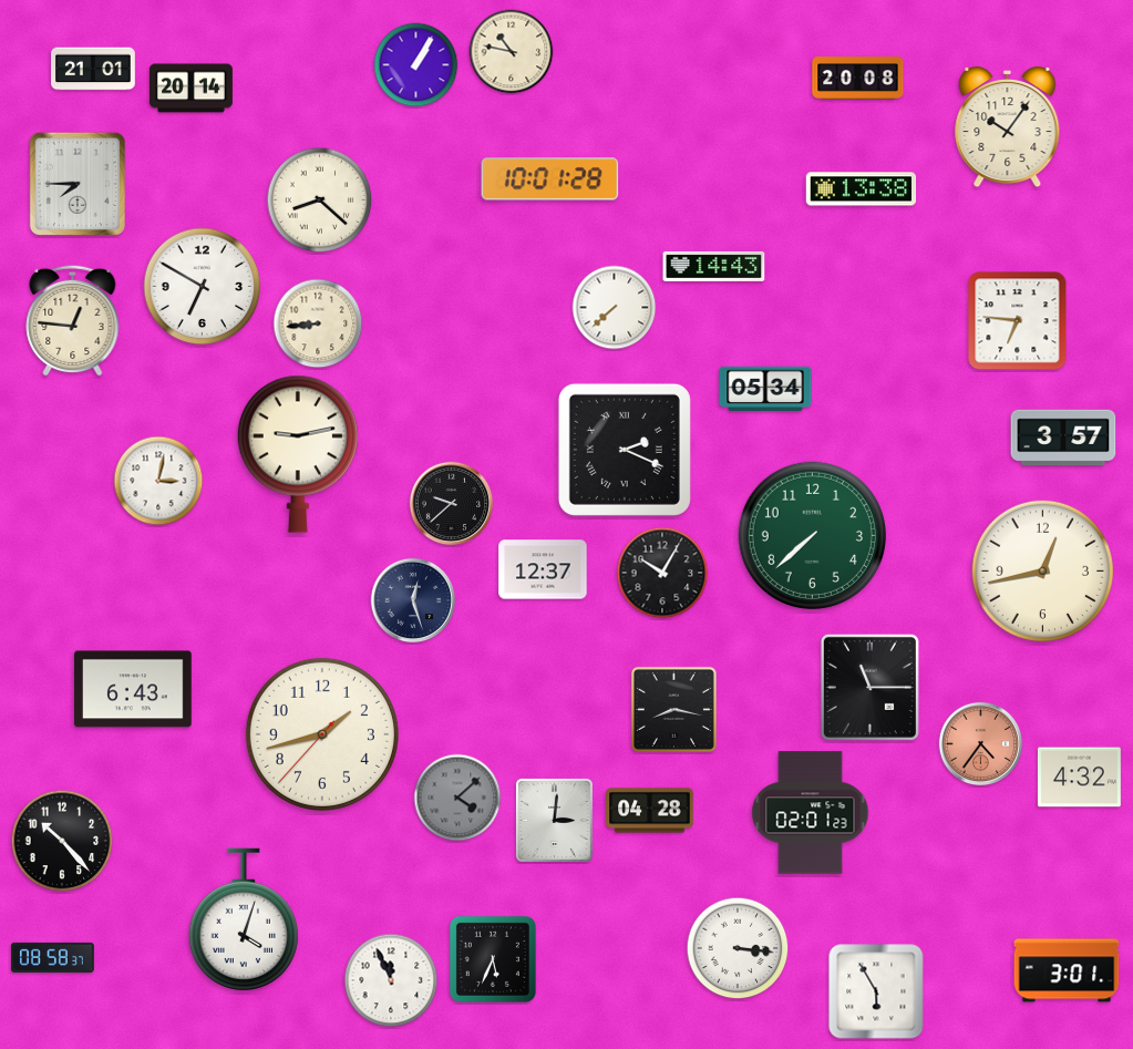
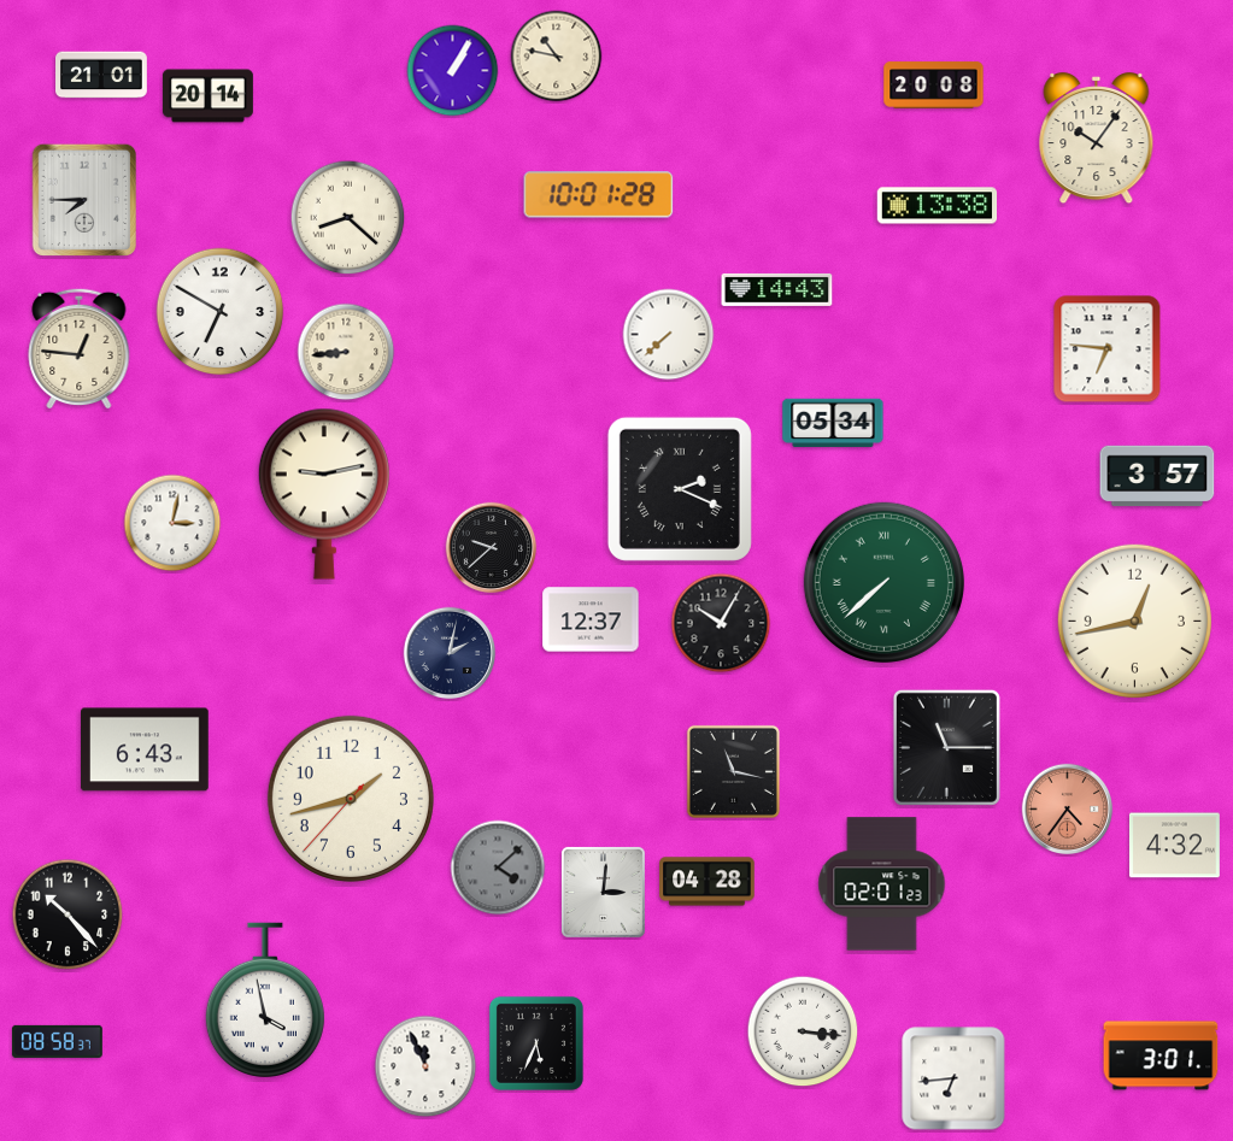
clock at (812, 535) numerals: Arabic -> Roman
clock at (413, 600): 12:27 -> 2:02
clock at (673, 709): 8:17 -> 11:17
clock at (244, 919): 4:03 -> 3:58
clock at (876, 991): 5:55 -> 6:44
